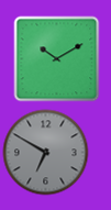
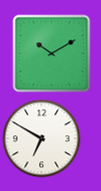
clock at (45, 152) dial: grey -> white
